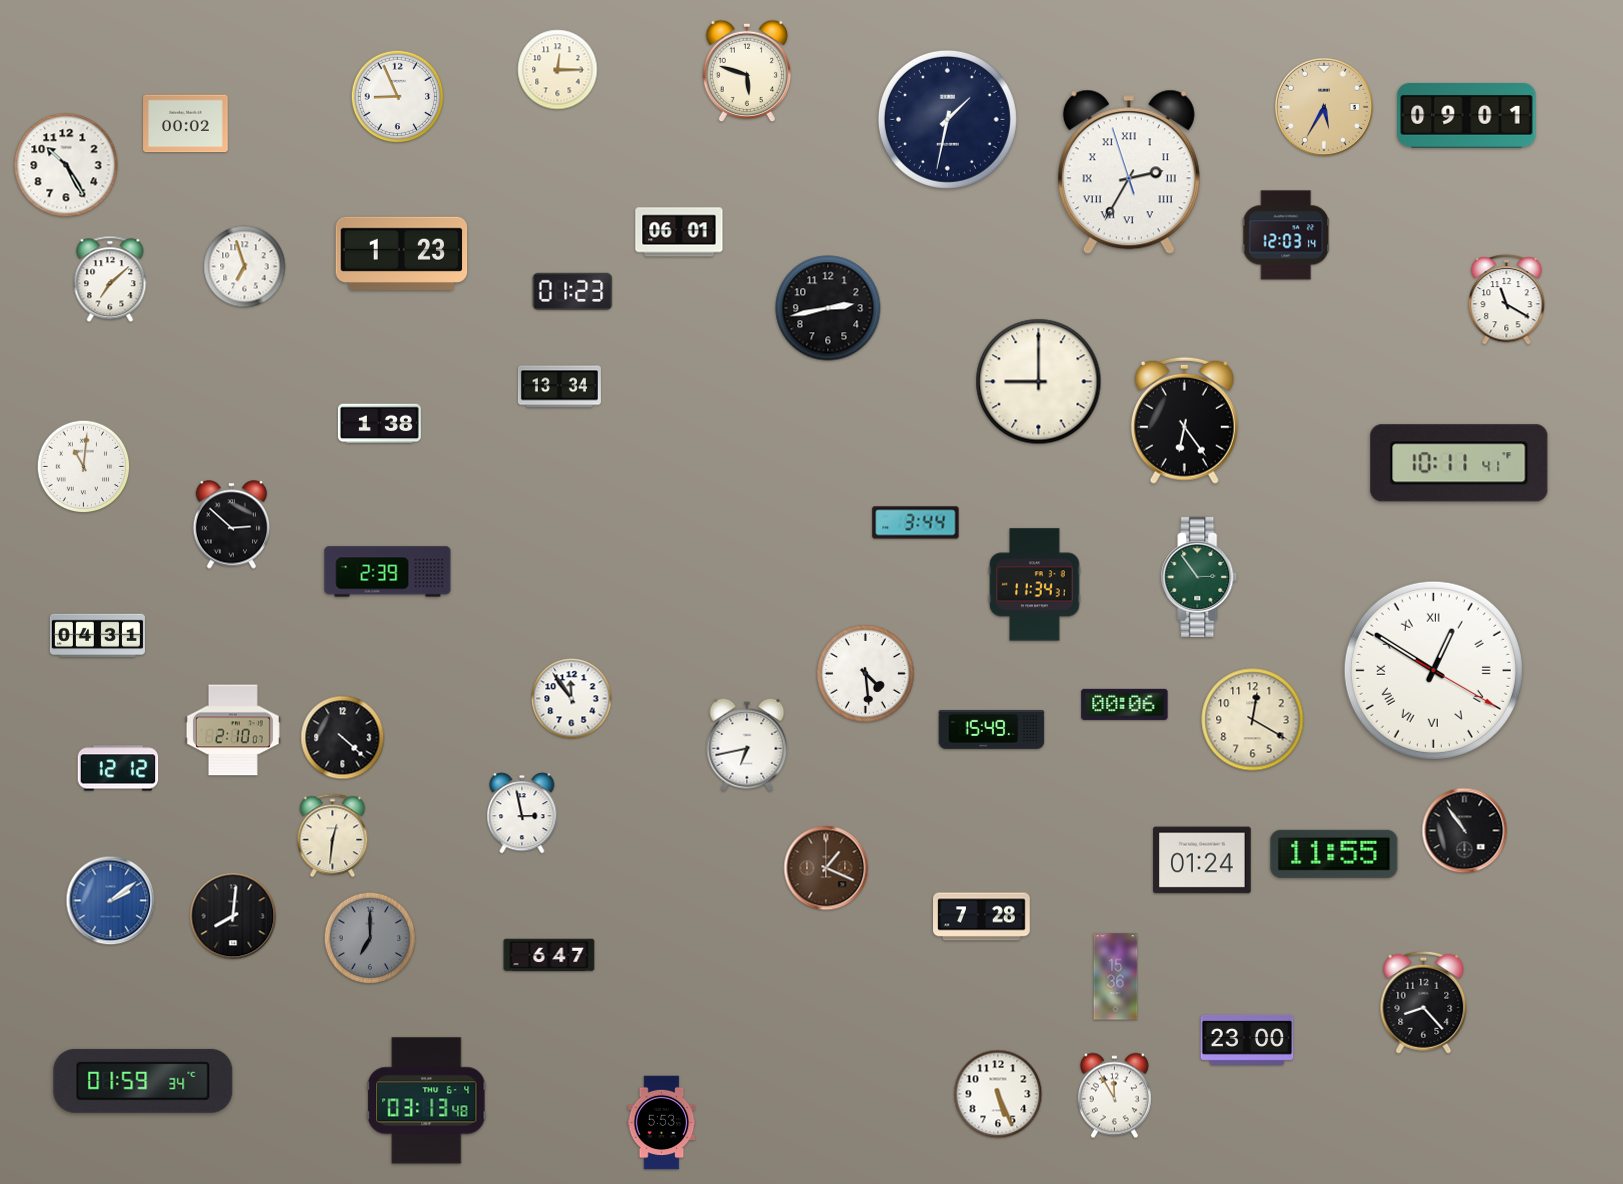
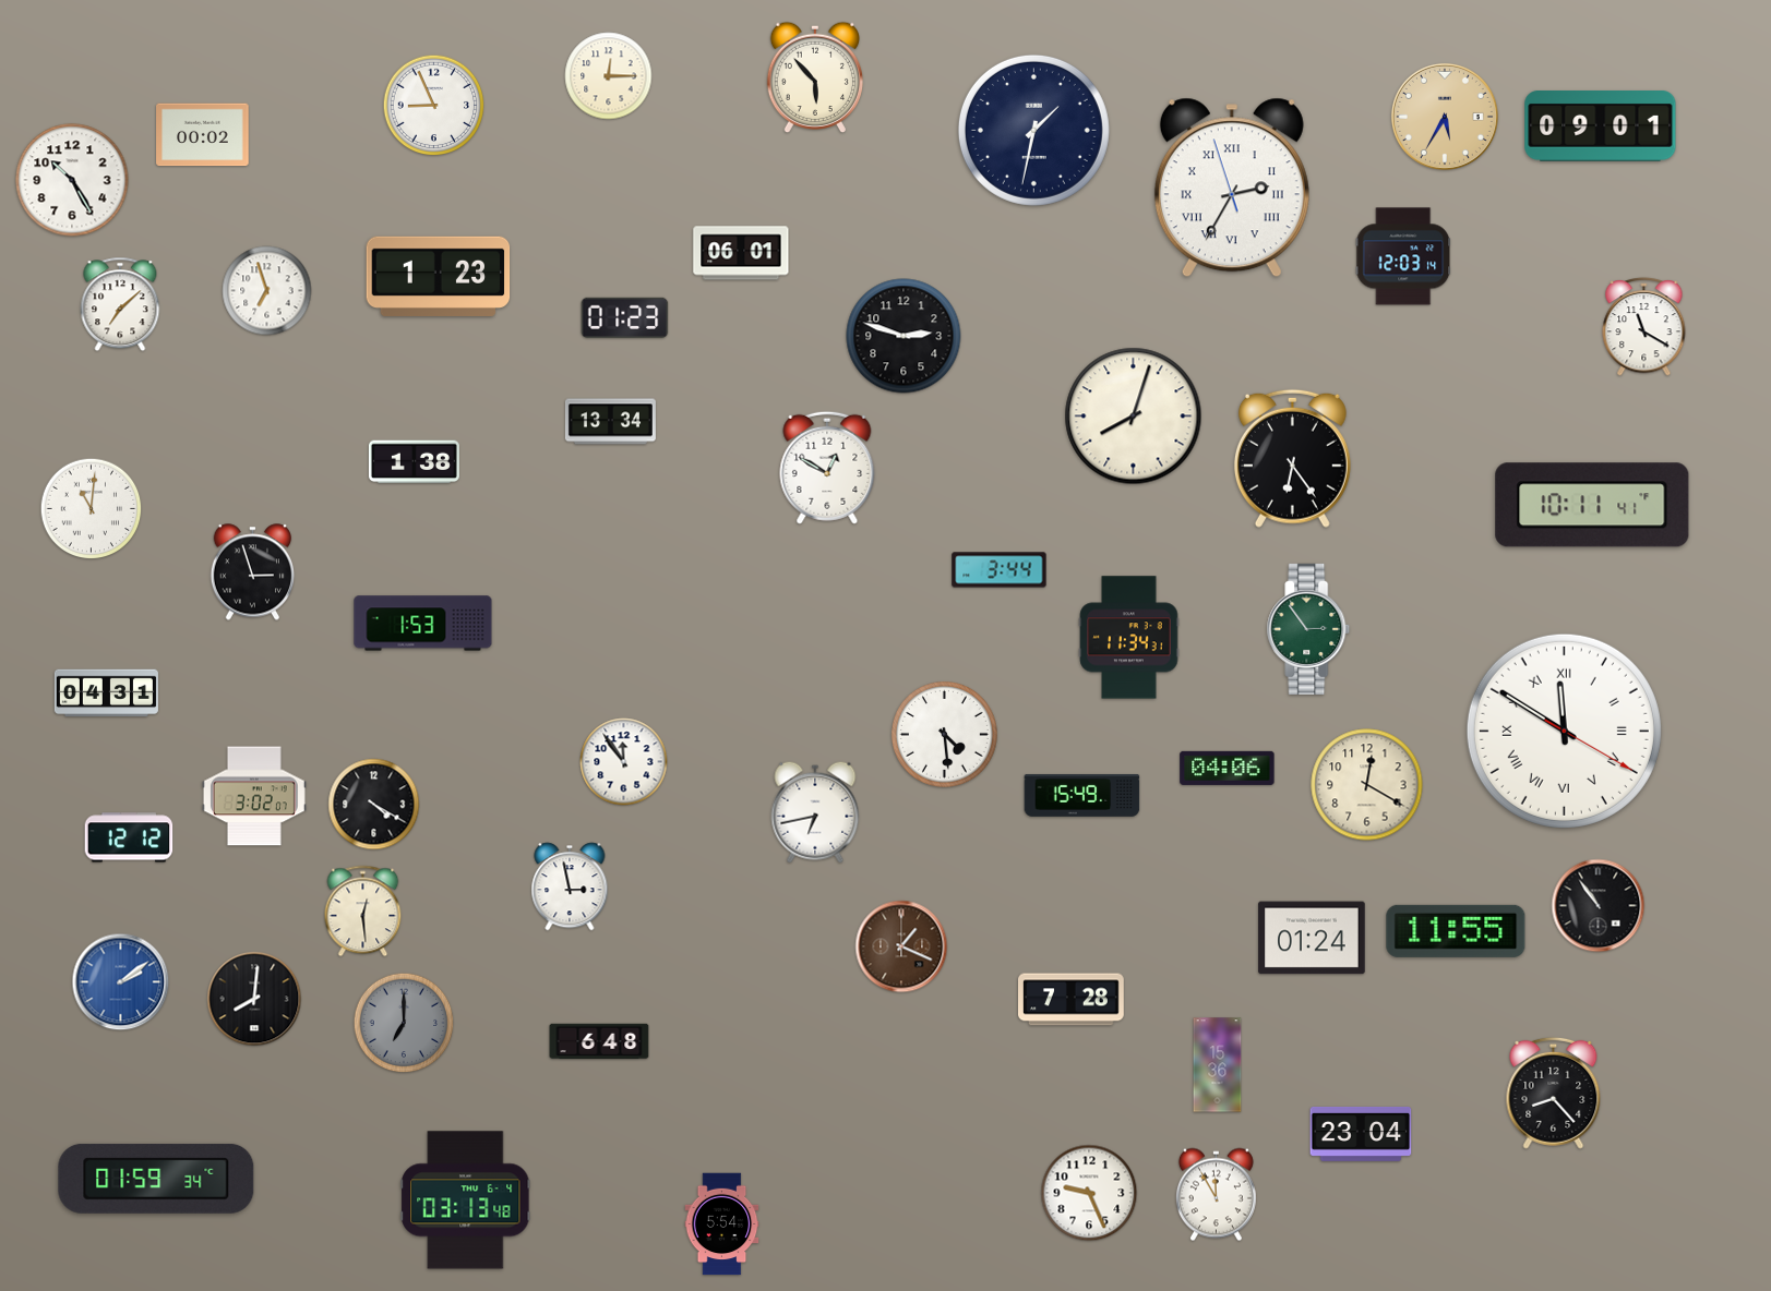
clock at (746, 71): 5:48 -> 5:53
clock at (828, 308): 2:43 -> 2:48
clock at (1039, 382): 9:00 -> 8:03
clock at (827, 468): none -> 12:50
clock at (232, 525): 2:52 -> 2:57
clock at (388, 572): 2:39 -> 1:53
clock at (1433, 670): 12:50 -> 11:50
clock at (1125, 704): 00:06 -> 04:06
clock at (233, 730): 2:10 -> 3:02
clock at (343, 738): 4:22 -> 4:20
clock at (333, 836): 12:31 -> 12:29
clock at (549, 955): 6:47 -> 6:48
clock at (1247, 1040): 23:00 -> 23:04
clock at (998, 1094): 5:26 -> 9:26
clock at (662, 1123): 5:53 -> 5:54
